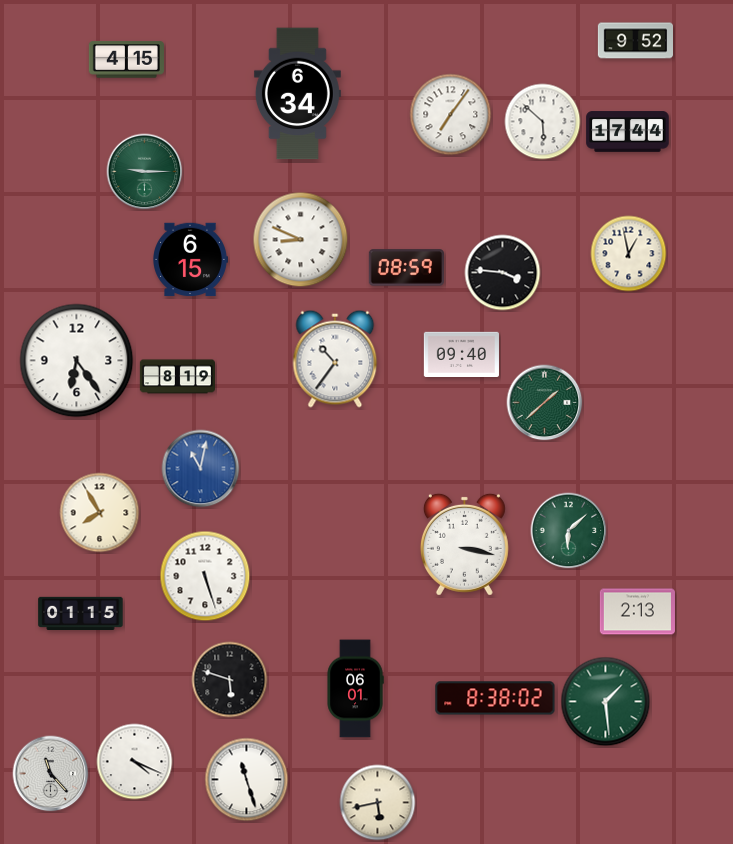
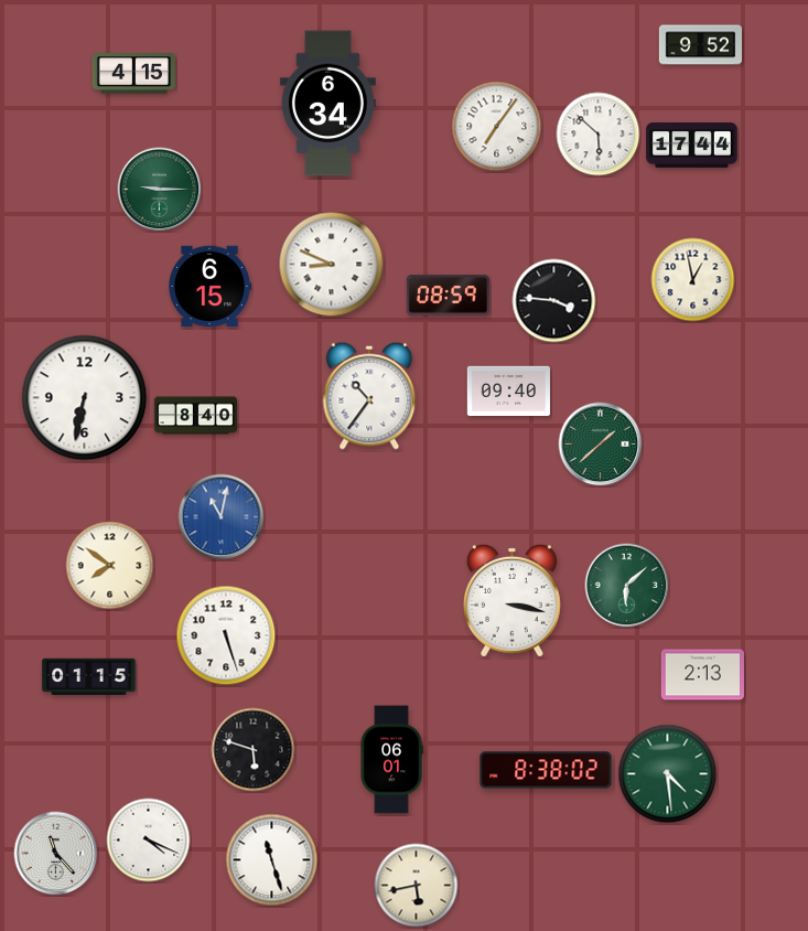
clock at (126, 60) position: (126, 60) -> (133, 74)
clock at (77, 361): 6:24 -> 6:32
clock at (177, 377): 8:19 -> 8:40
clock at (100, 513): 7:55 -> 7:51
clock at (606, 702): 1:29 -> 4:29
